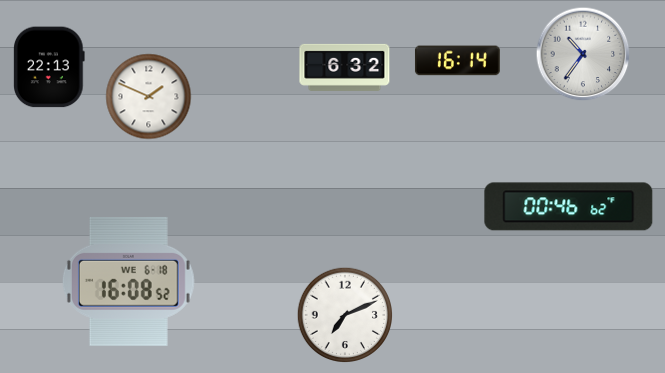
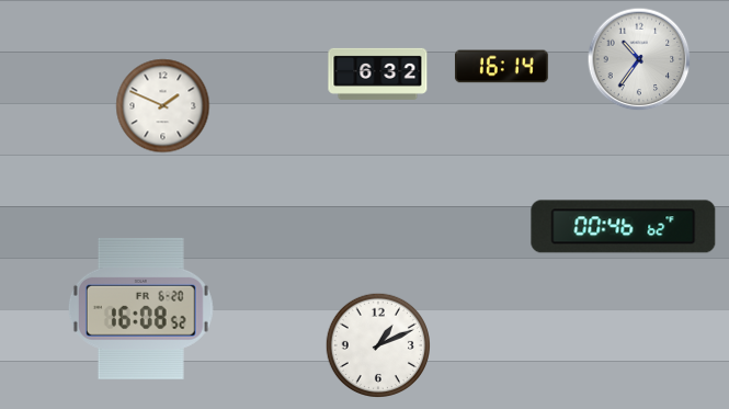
clock at (50, 67): 22:13 -> none
clock at (128, 281) date: WE 6-18 -> FR 6-20
clock at (345, 315): 7:11 -> 1:11
